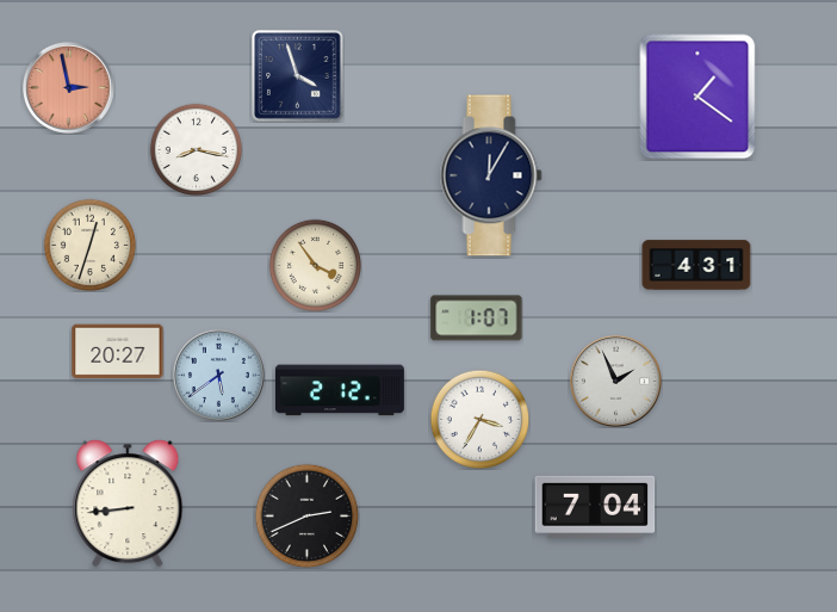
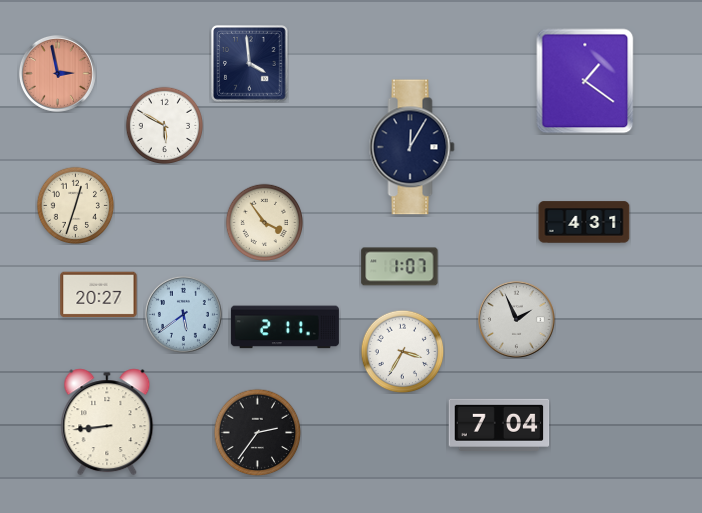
clock at (298, 76): 3:57 -> 3:59
clock at (196, 149): 8:17 -> 5:50
clock at (340, 390): 2:12 -> 2:11
clock at (306, 515): 2:41 -> 2:36
